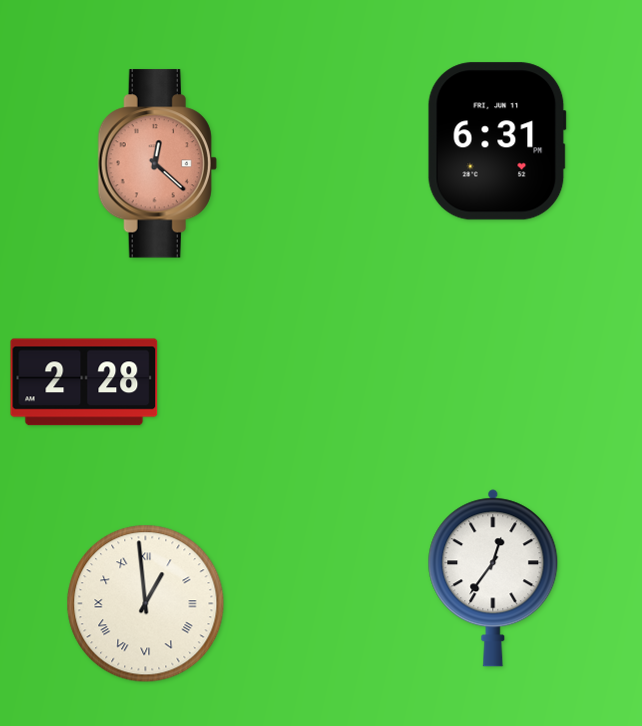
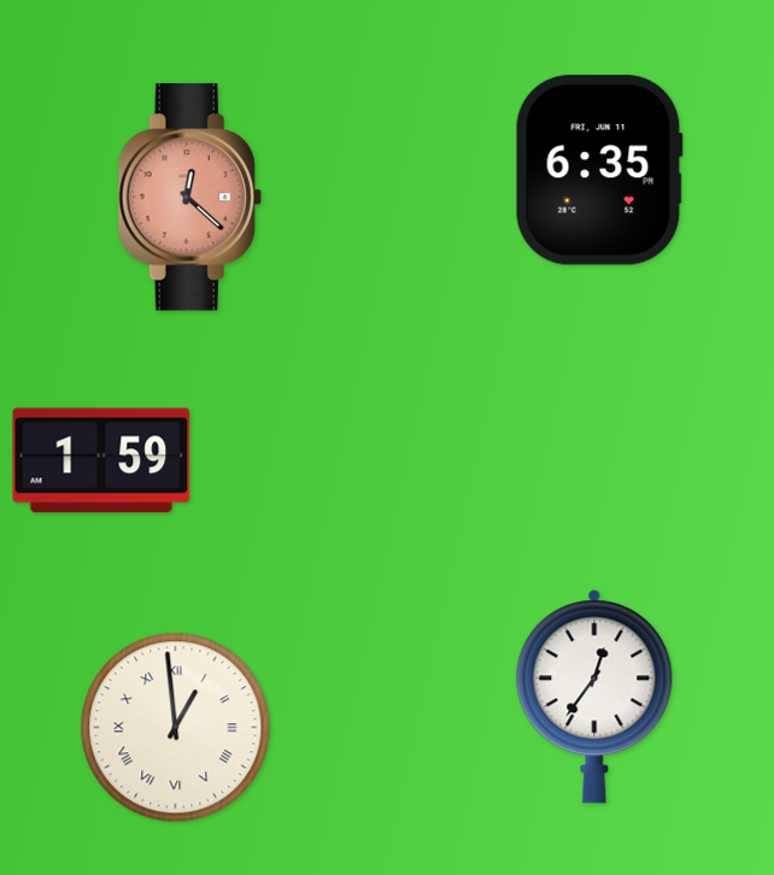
clock at (497, 141): 6:31 -> 6:35
clock at (84, 382): 2:28 -> 1:59
